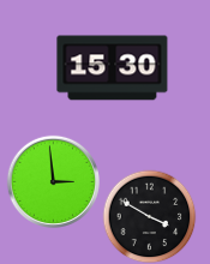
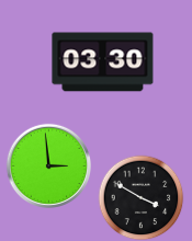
clock at (113, 68): 15:30 -> 03:30
clock at (149, 216) position: (149, 216) -> (140, 197)
